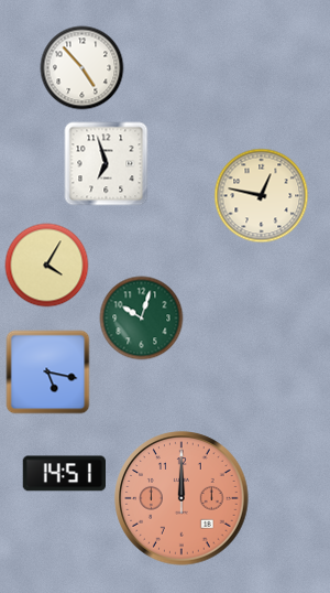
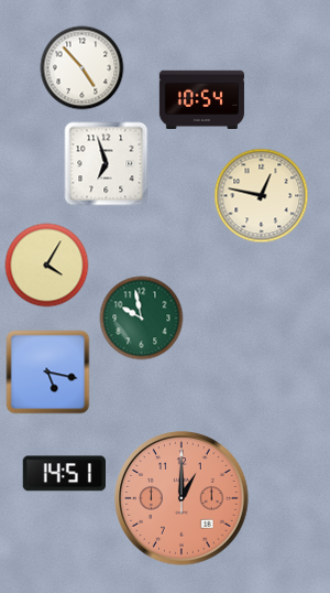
clock at (201, 99): none -> 10:54
clock at (142, 319): 10:03 -> 9:58
clock at (182, 498): 12:00 -> 1:00
